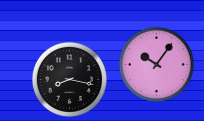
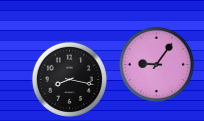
clock at (156, 64): 10:06 -> 9:06
